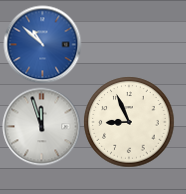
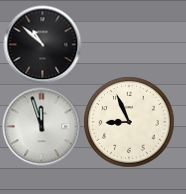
clock at (42, 44) dial: blue -> black
